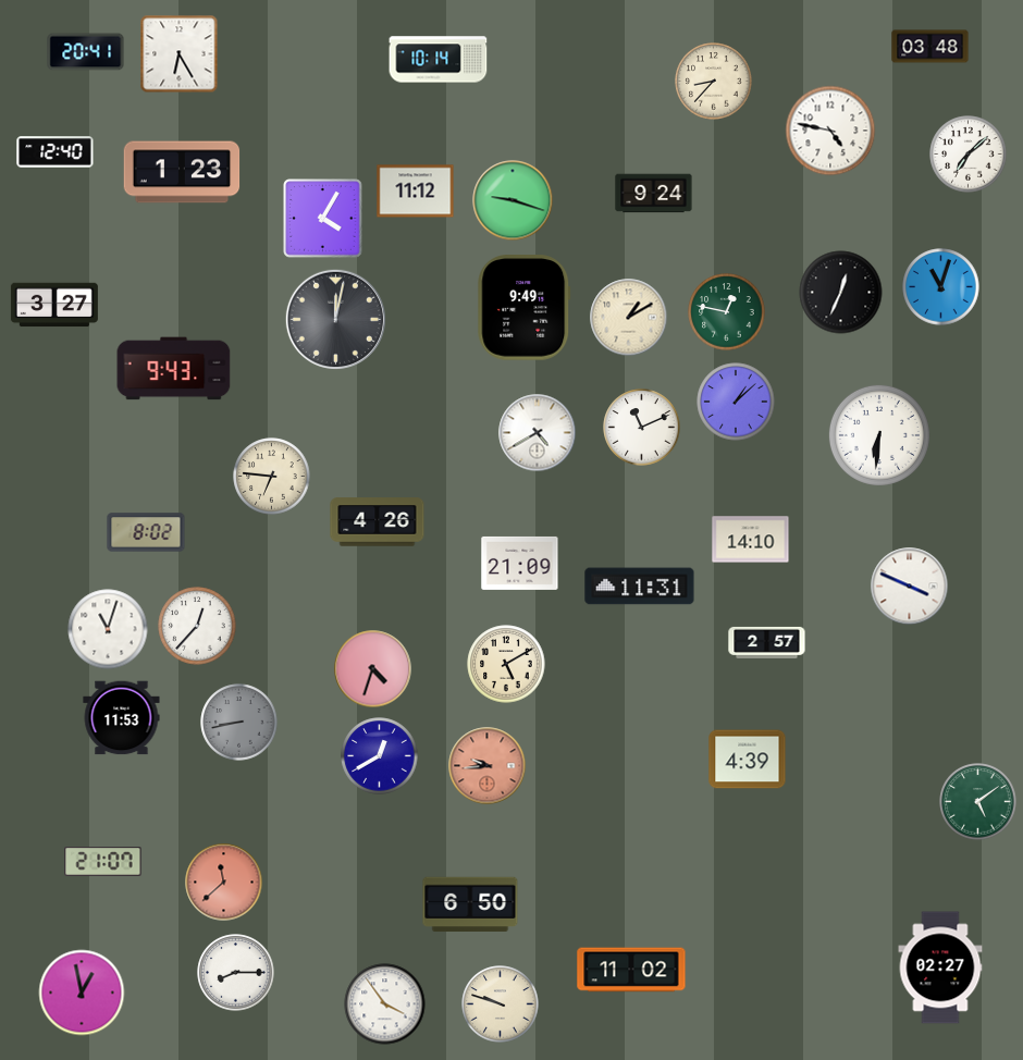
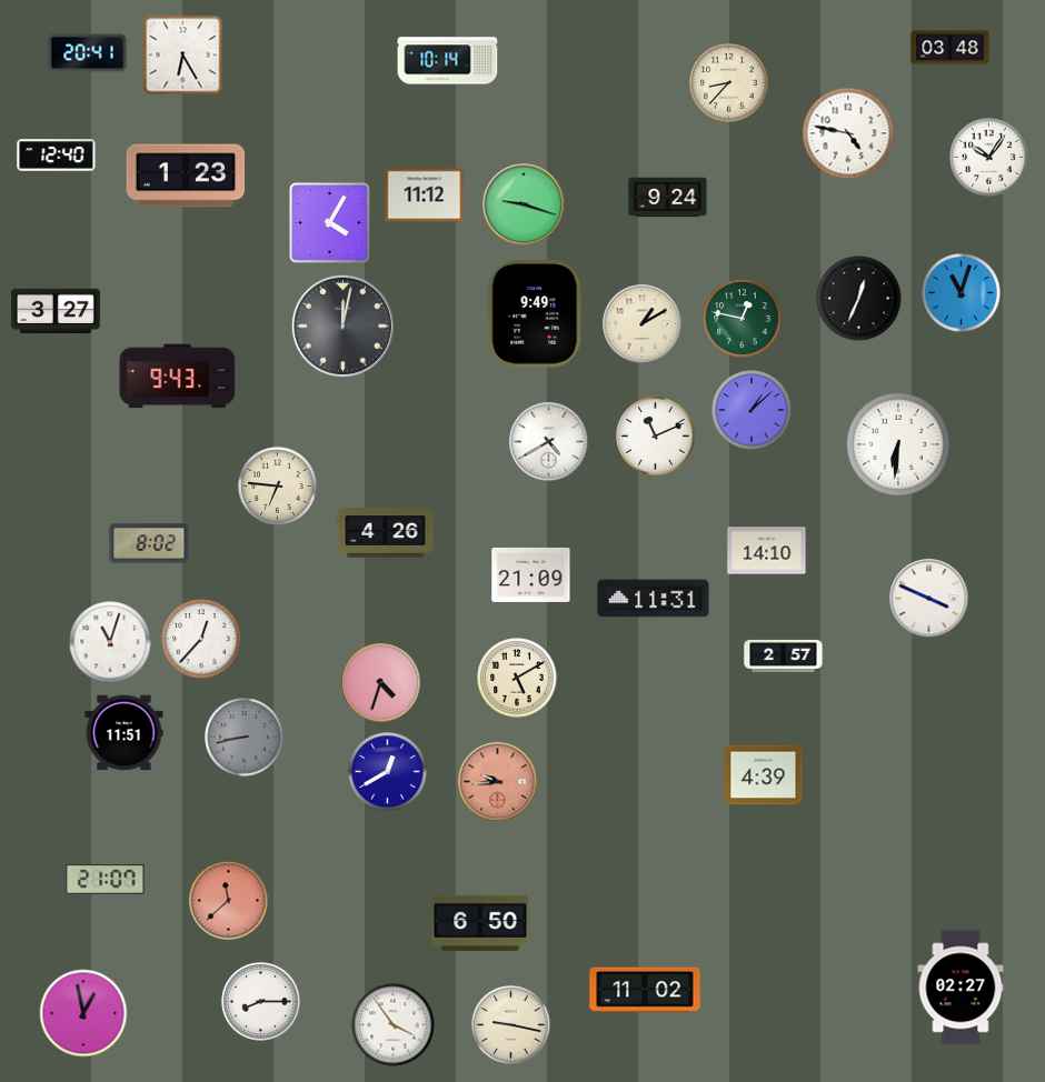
clock at (969, 155): 7:08 -> 10:06
clock at (122, 718): 11:53 -> 11:51
clock at (978, 802): 5:09 -> none
clock at (236, 973) position: (236, 973) -> (261, 1002)
clock at (501, 1004): 9:48 -> 9:17
